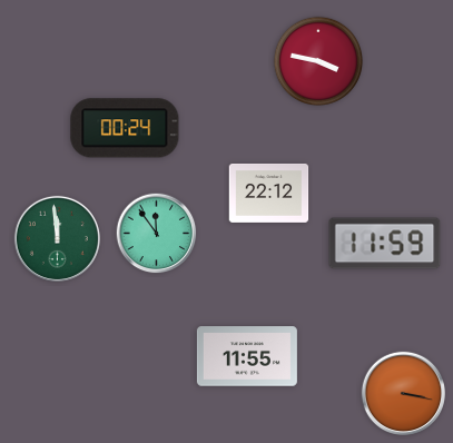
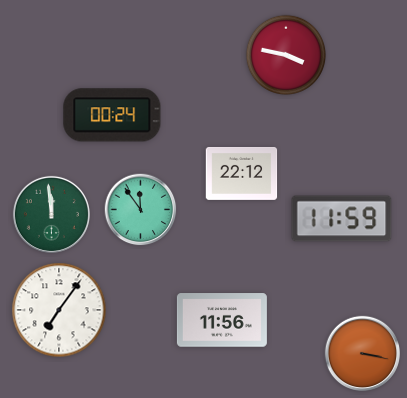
clock at (385, 244) position: (385, 244) -> (342, 219)
clock at (59, 310): none -> 7:06
clock at (247, 356): 11:55 -> 11:56
